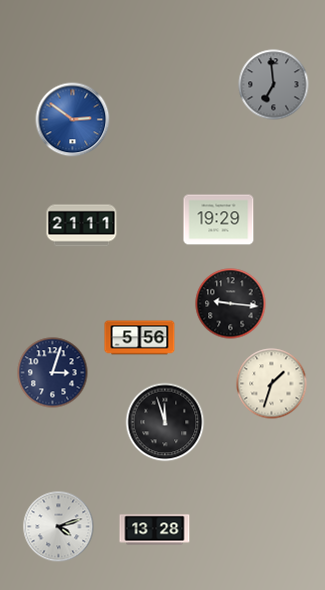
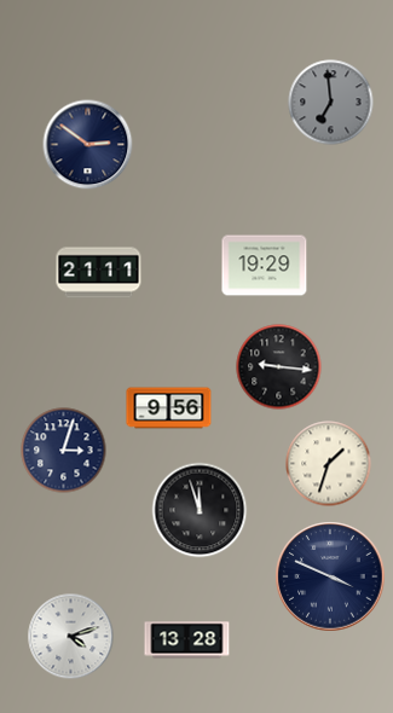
clock at (73, 120) dial: blue -> navy
clock at (140, 338): 5:56 -> 9:56
clock at (330, 576): none -> 3:49
